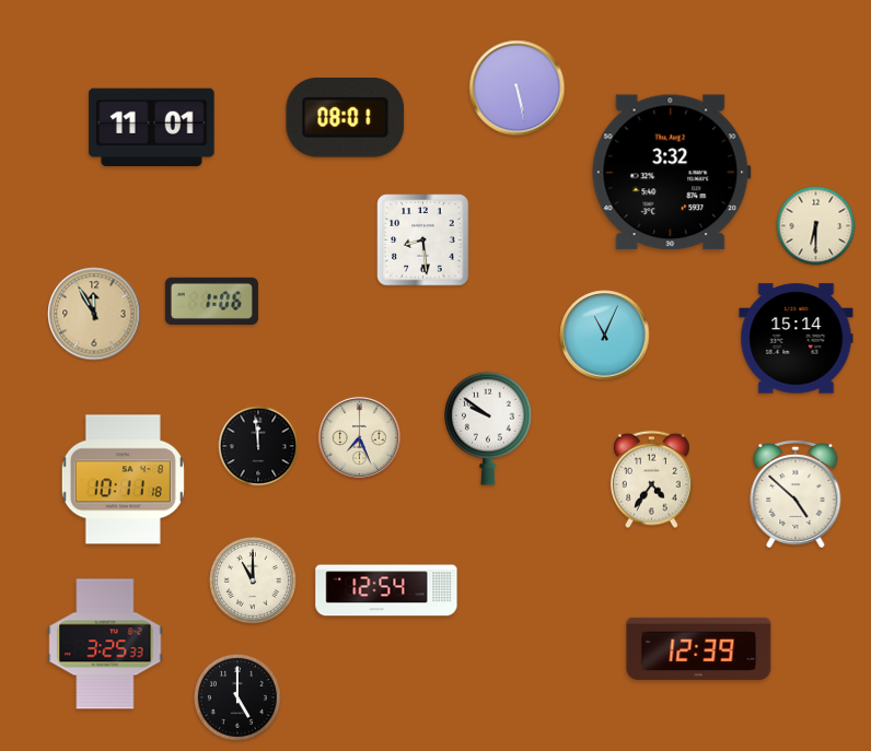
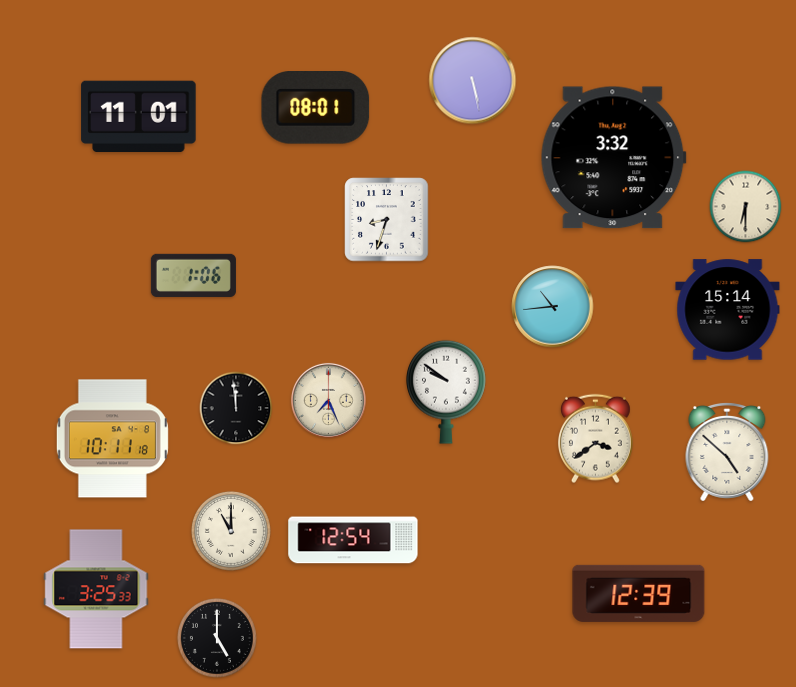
clock at (423, 240): 8:29 -> 8:33
clock at (94, 314): 11:55 -> none
clock at (605, 336): 11:04 -> 10:44
clock at (651, 480): 4:36 -> 3:39
